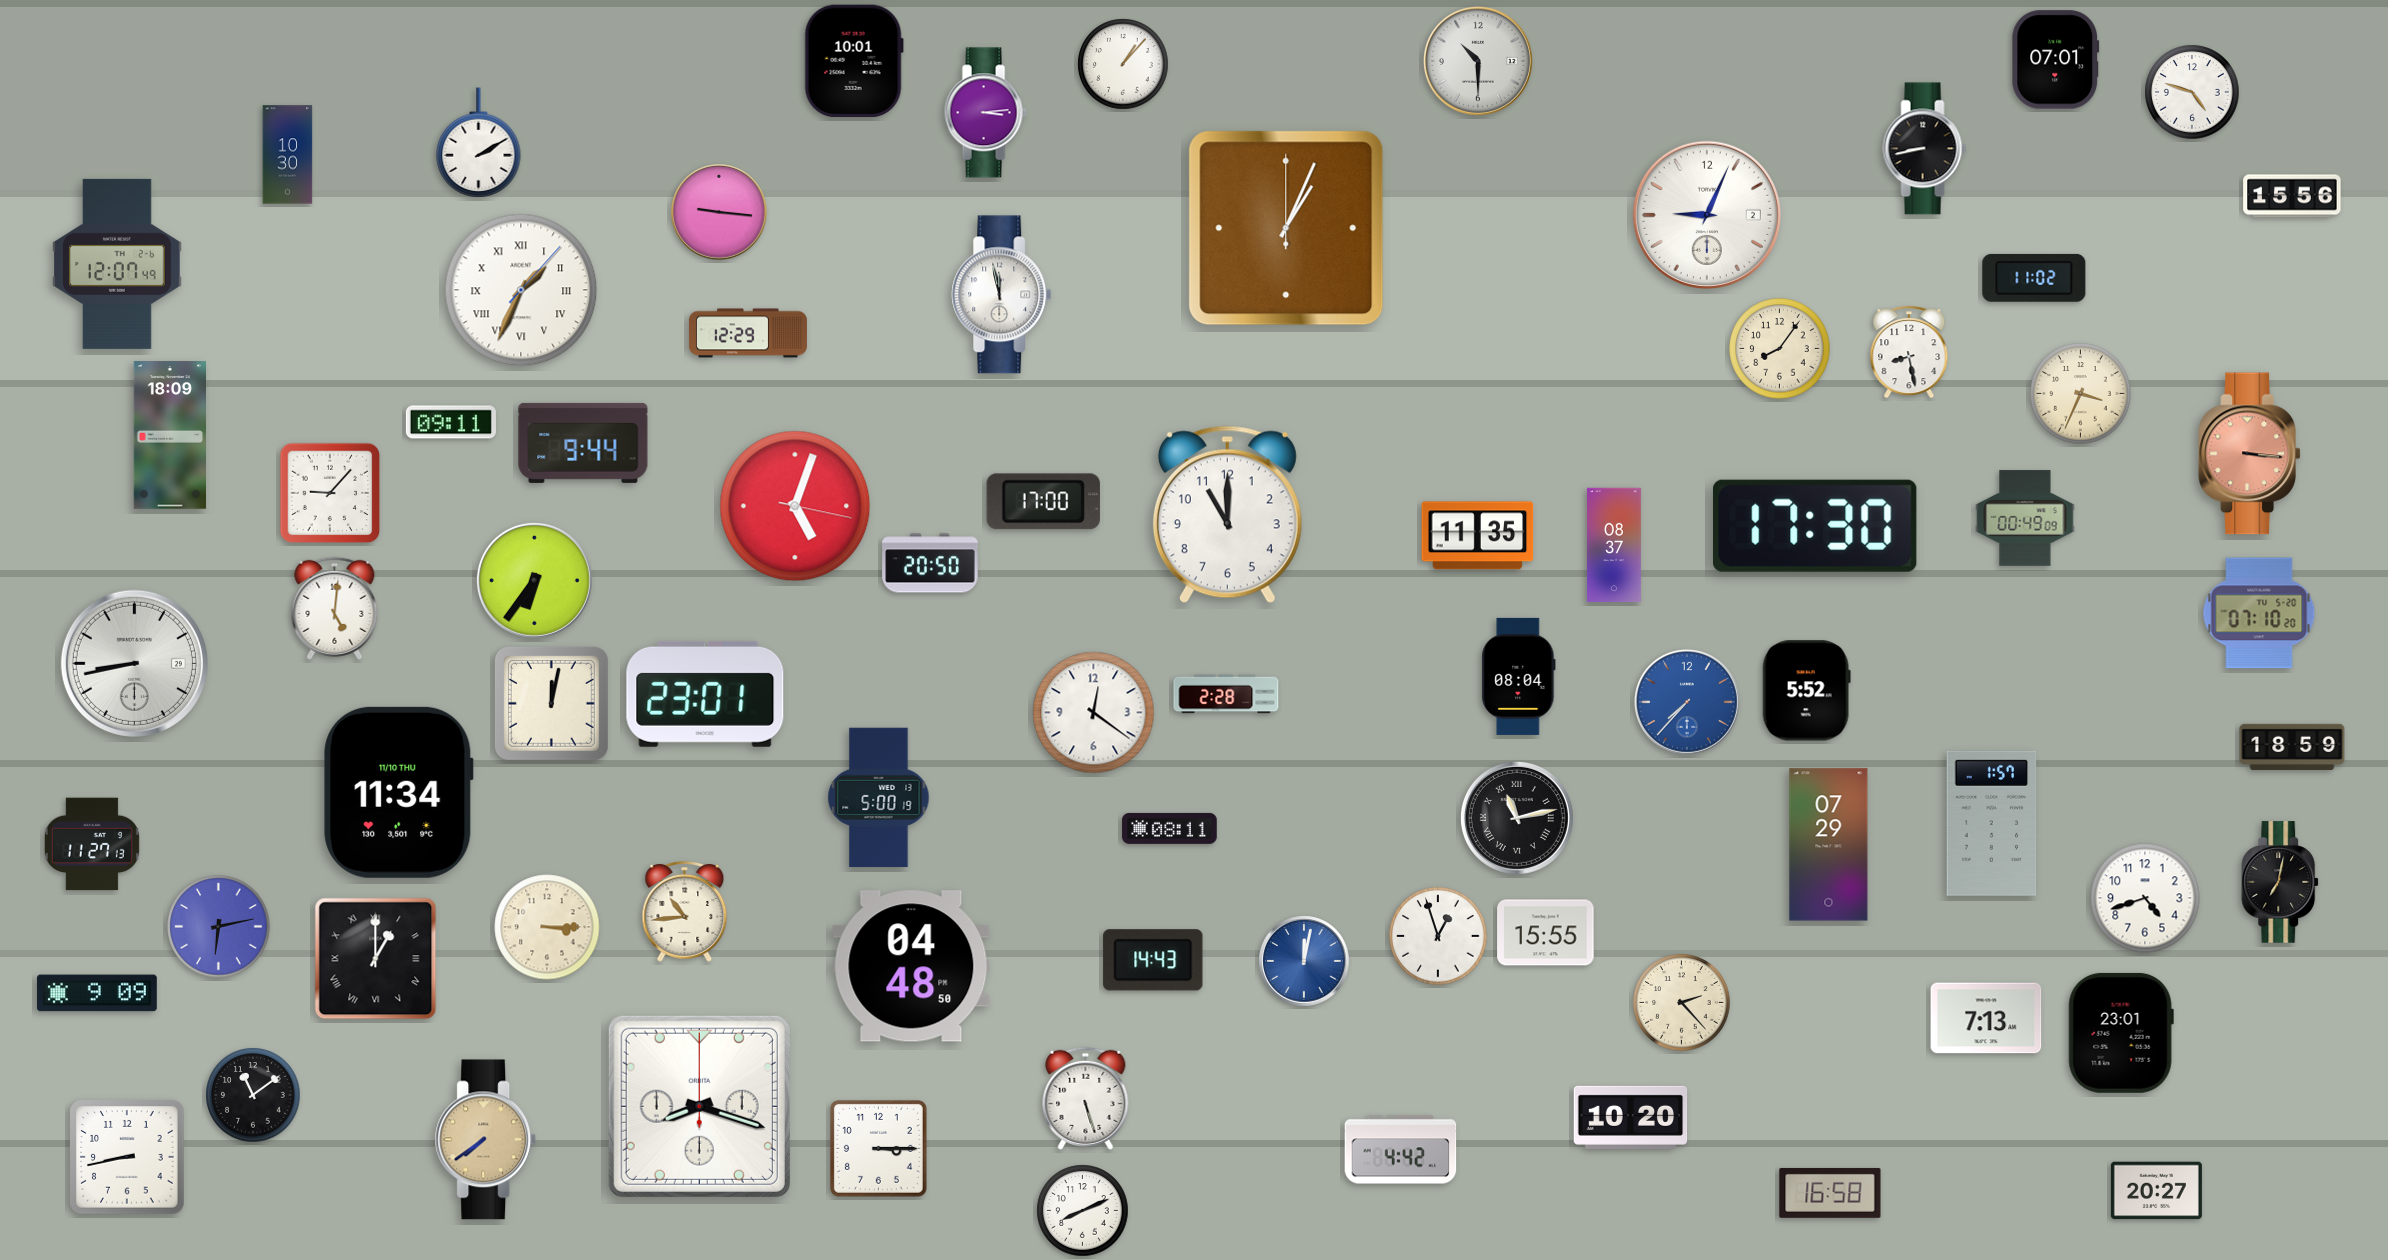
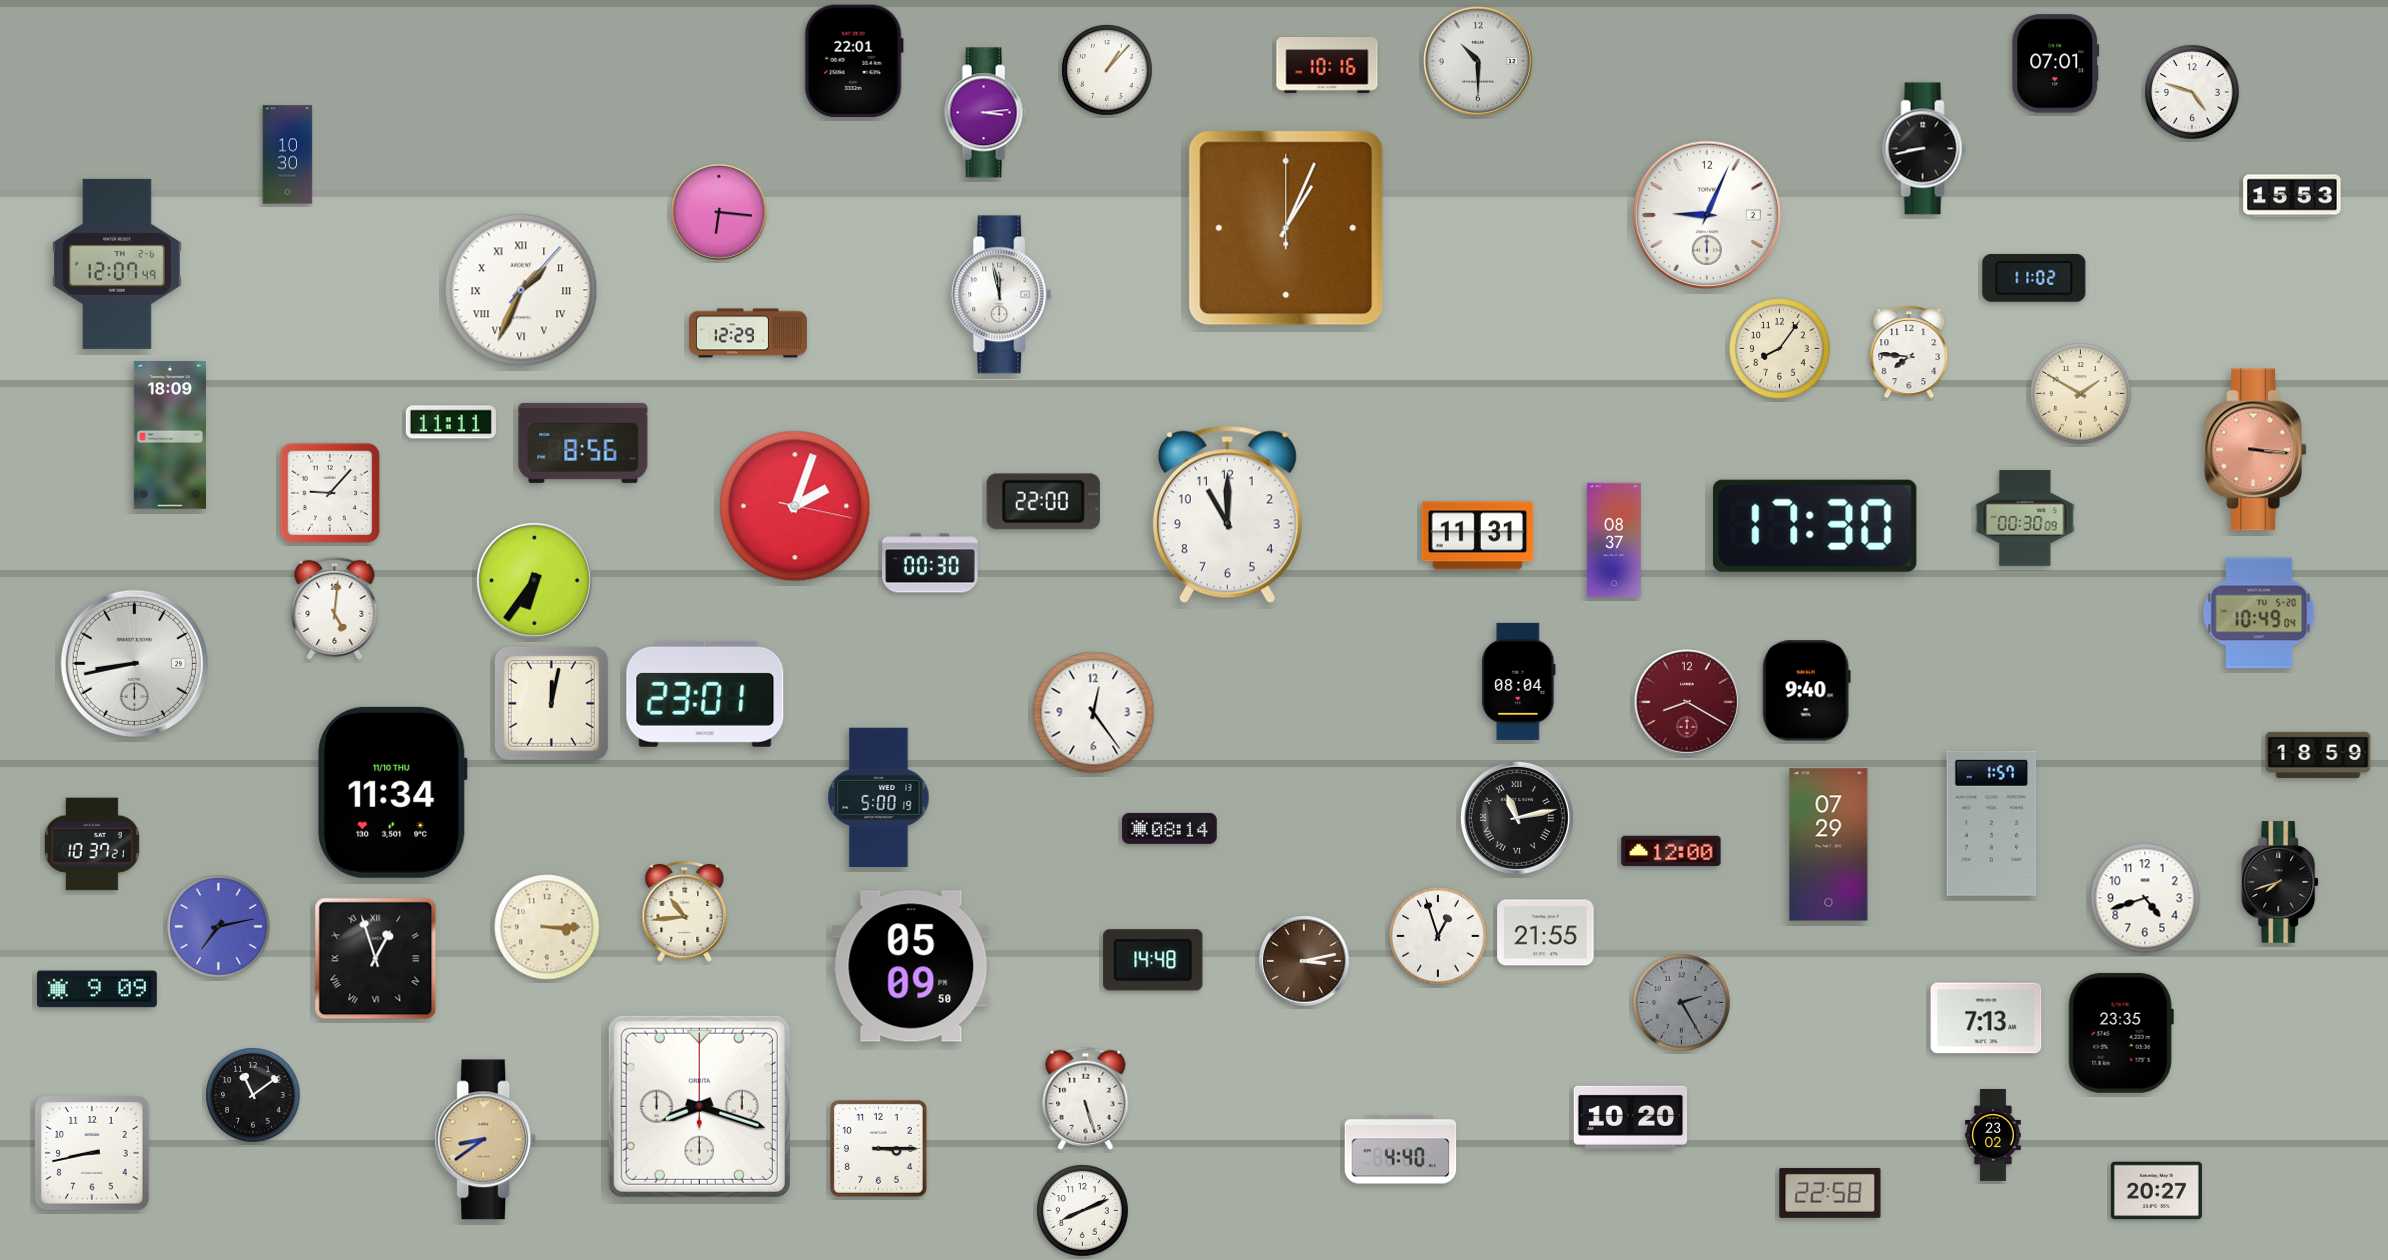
clock at (2056, 60) position: (2056, 60) -> (2056, 64)
clock at (854, 61): 10:01 -> 22:01
clock at (1123, 64) position: (1123, 64) -> (1107, 70)
clock at (1327, 66): none -> 10:16
clock at (479, 143): 2:10 -> none
clock at (2292, 196): 15:56 -> 15:53
clock at (720, 213): 9:16 -> 6:16
clock at (1909, 352): 8:28 -> 7:46
clock at (2081, 394): 3:34 -> 1:50
clock at (451, 422): 09:11 -> 11:11
clock at (583, 443): 9:44 -> 8:56
clock at (2249, 454) position: (2249, 454) -> (2255, 450)
clock at (1043, 502): 17:00 -> 22:00
clock at (795, 506): 5:03 -> 2:03
clock at (2025, 518): 00:49 -> 00:30
clock at (1478, 536): 11:35 -> 11:31
clock at (1614, 545) position: (1614, 545) -> (1614, 540)
clock at (930, 563): 20:50 -> 00:30
clock at (2259, 613): 07:10 -> 10:49
clock at (1519, 676) position: (1519, 676) -> (1519, 681)
clock at (1806, 691): 5:52 -> 9:40
clock at (1226, 694): 2:28 -> none
clock at (1687, 702): 7:37 -> 8:20
clock at (1687, 702) dial: blue -> burgundy
clock at (1094, 713): 12:21 -> 12:24
clock at (2292, 747) position: (2292, 747) -> (2318, 755)
clock at (399, 792) position: (399, 792) -> (393, 792)
clock at (1170, 828): 08:11 -> 08:14
clock at (92, 844): 11:27 -> 10:37
clock at (1671, 851): none -> 12:00
clock at (2281, 882): 7:02 -> 7:42
clock at (219, 927): 6:13 -> 7:13
clock at (1546, 933): 15:55 -> 21:55
clock at (376, 959): 1:00 -> 12:57
clock at (1153, 960): 14:43 -> 14:48
clock at (1304, 961): 12:02 -> 3:13
clock at (1304, 961) dial: blue -> brown
clock at (911, 966): 04:48 -> 05:09
clock at (97, 993) position: (97, 993) -> (97, 989)
clock at (1682, 1003): 2:23 -> 2:25
clock at (1682, 1003) dial: cream -> grey
clock at (2121, 1033): 23:01 -> 23:35
clock at (1993, 1135): none -> 23:02
clock at (486, 1140): 7:39 -> 8:39
clock at (1401, 1150): 4:42 -> 4:40
clock at (127, 1157) position: (127, 1157) -> (92, 1153)
clock at (1830, 1193): 16:58 -> 22:58
